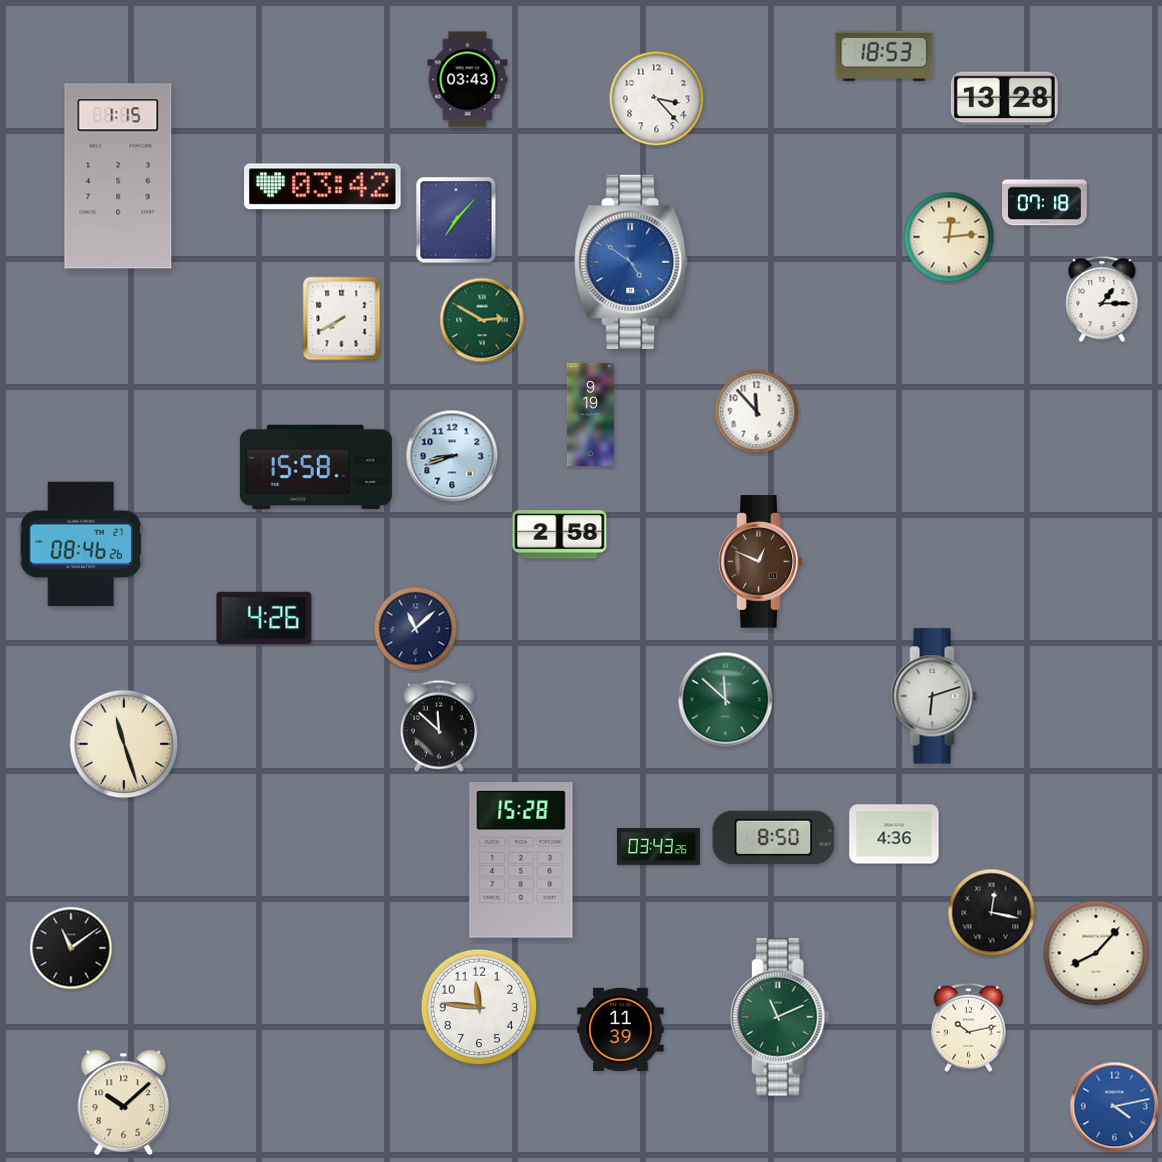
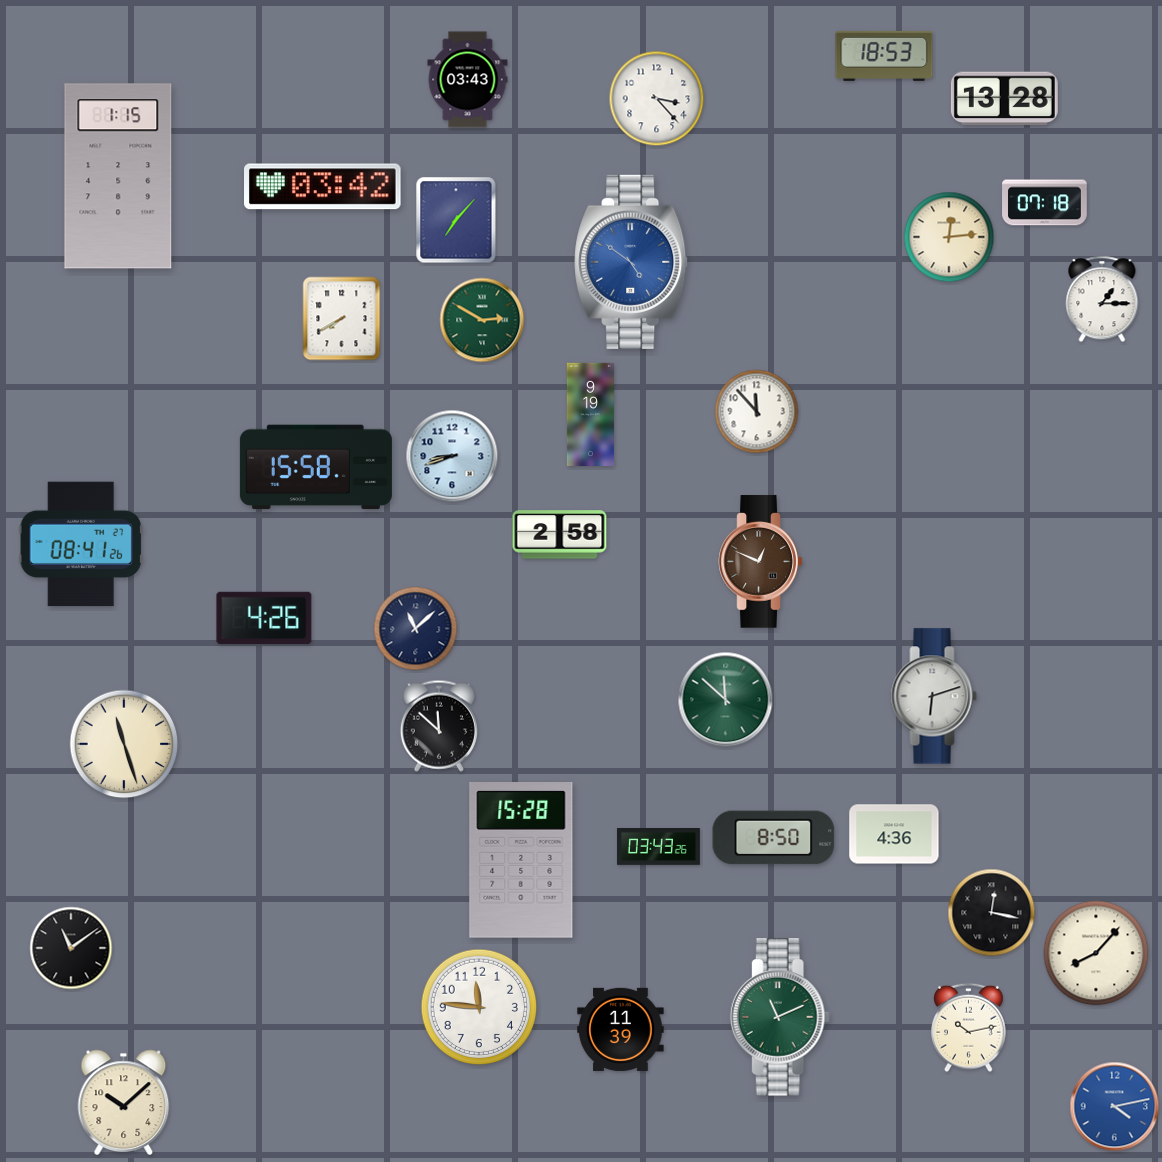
clock at (81, 544): 08:46 -> 08:41
